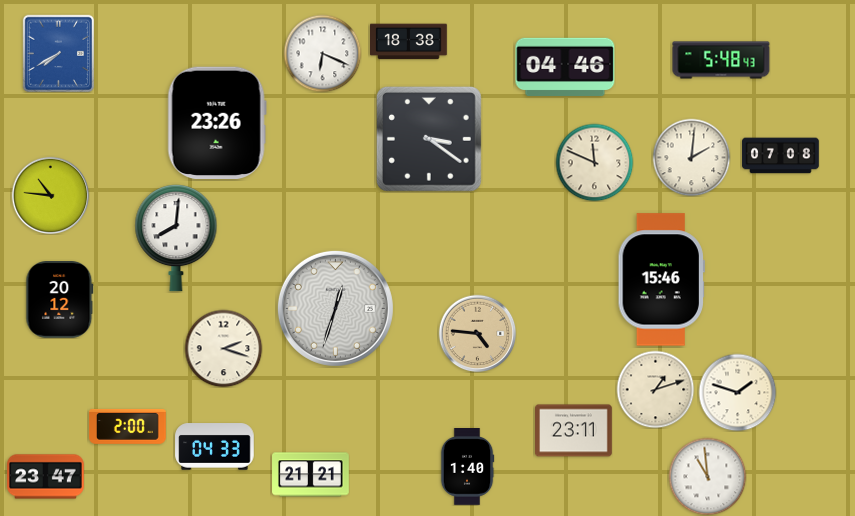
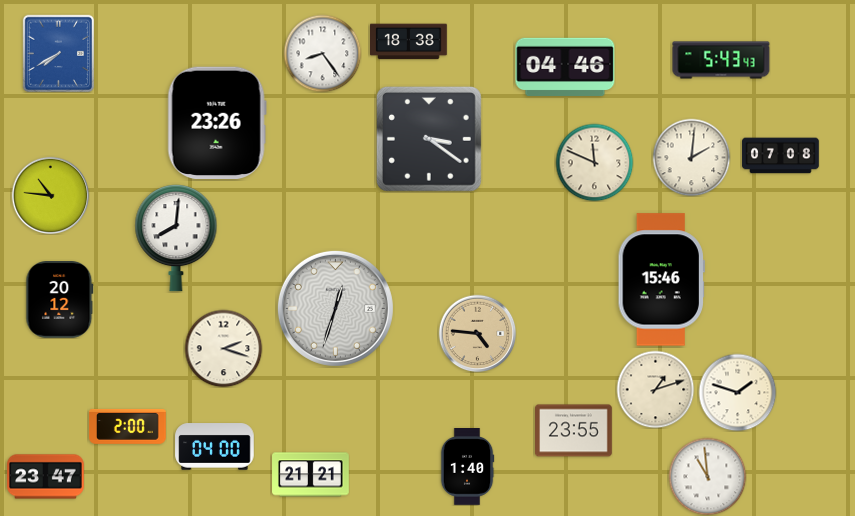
clock at (322, 53): 6:19 -> 8:24
clock at (721, 60): 5:48 -> 5:43
clock at (574, 431): 23:11 -> 23:55
clock at (215, 447): 04:33 -> 04:00
